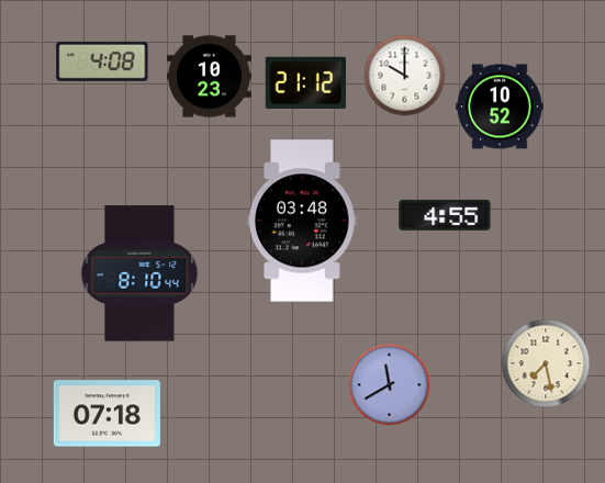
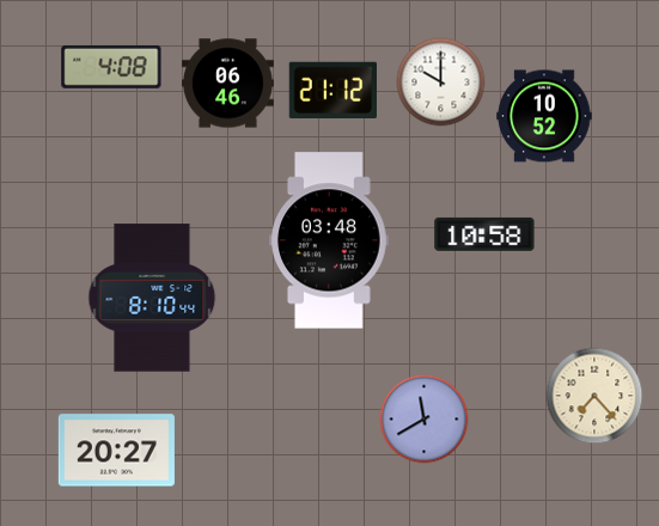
clock at (209, 77): 10:23 -> 06:46
clock at (445, 215): 4:55 -> 10:58
clock at (546, 363): 7:28 -> 7:23
clock at (107, 414): 07:18 -> 20:27
